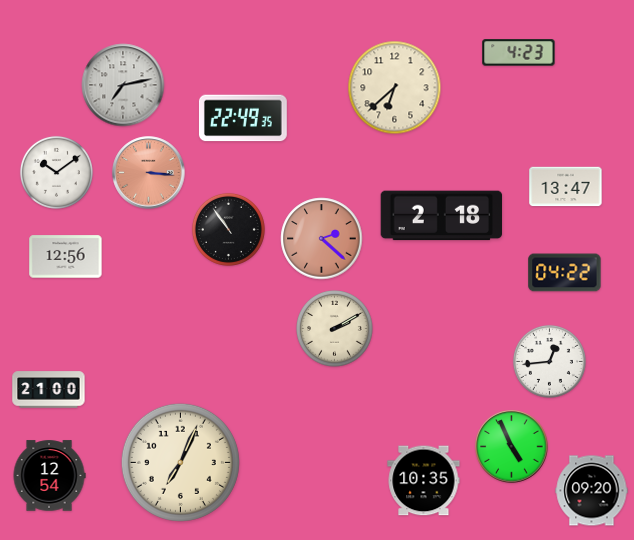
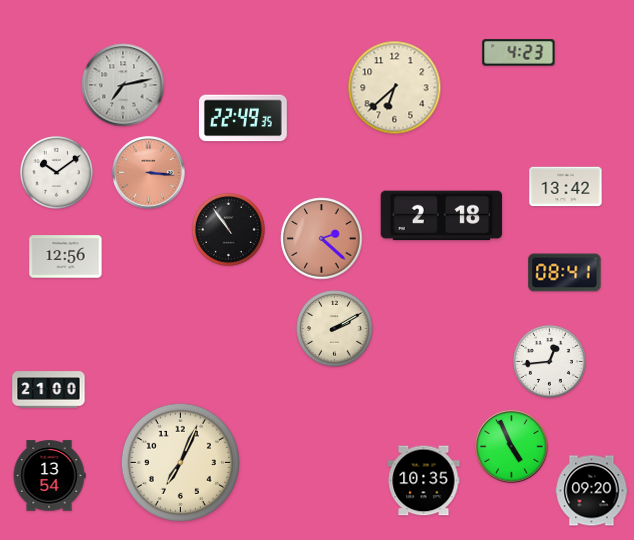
clock at (566, 187): 13:47 -> 13:42
clock at (565, 273): 04:22 -> 08:41
clock at (49, 476): 12:54 -> 13:54
